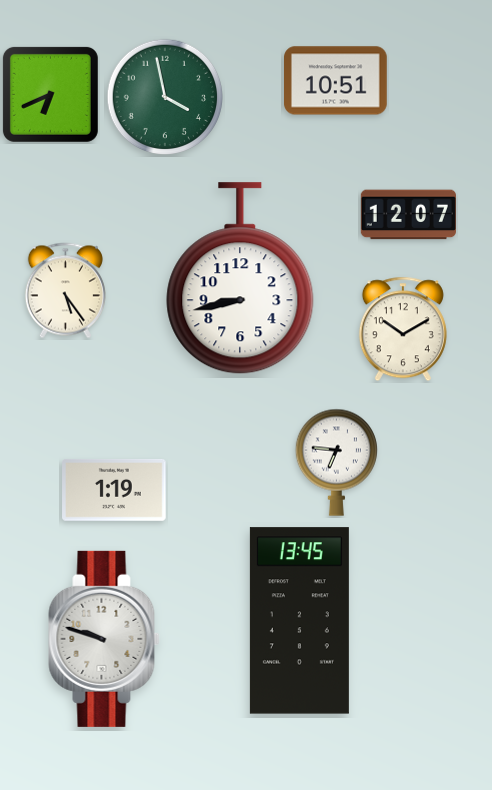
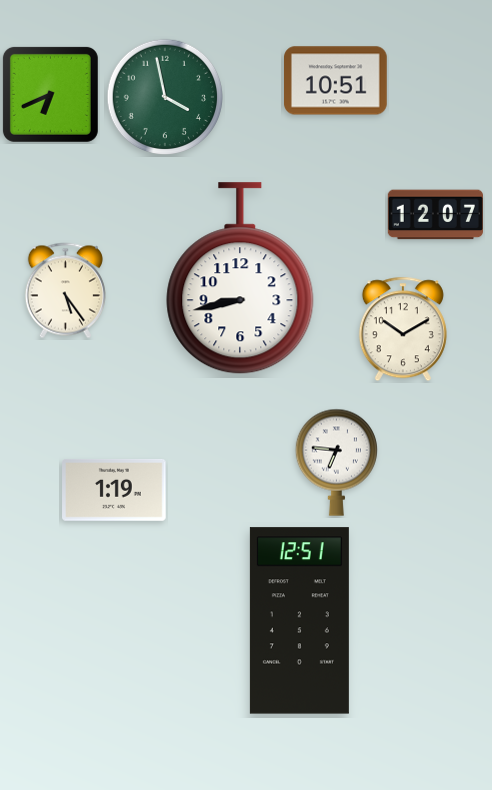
clock at (408, 215) position: (408, 215) -> (435, 215)
clock at (299, 621): 13:45 -> 12:51
clock at (104, 639): 9:48 -> none
